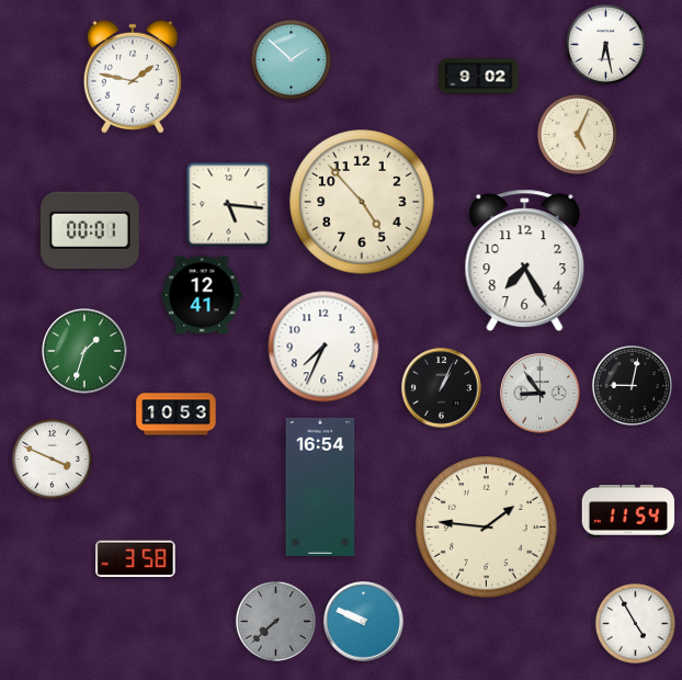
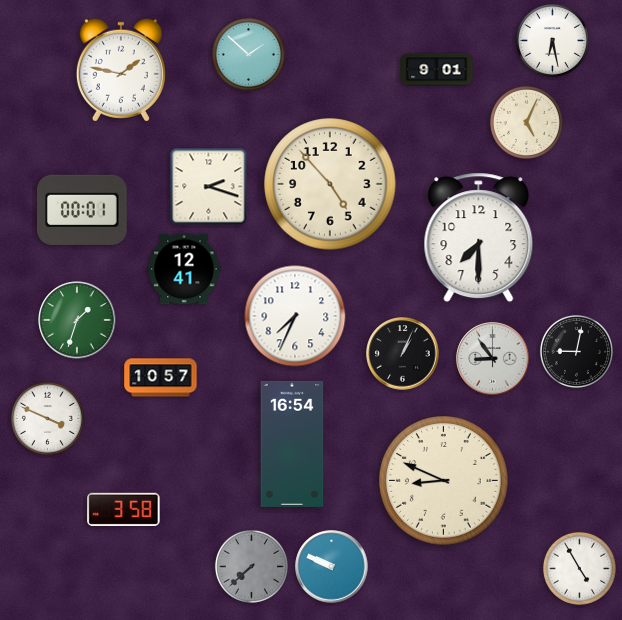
clock at (291, 59) position: (291, 59) -> (248, 54)
clock at (479, 77): 9:02 -> 9:01
clock at (229, 205): 5:16 -> 2:18
clock at (525, 261): 7:25 -> 7:30
clock at (177, 415): 10:53 -> 10:57
clock at (628, 512): 11:54 -> none
clock at (487, 528): 1:46 -> 8:49
